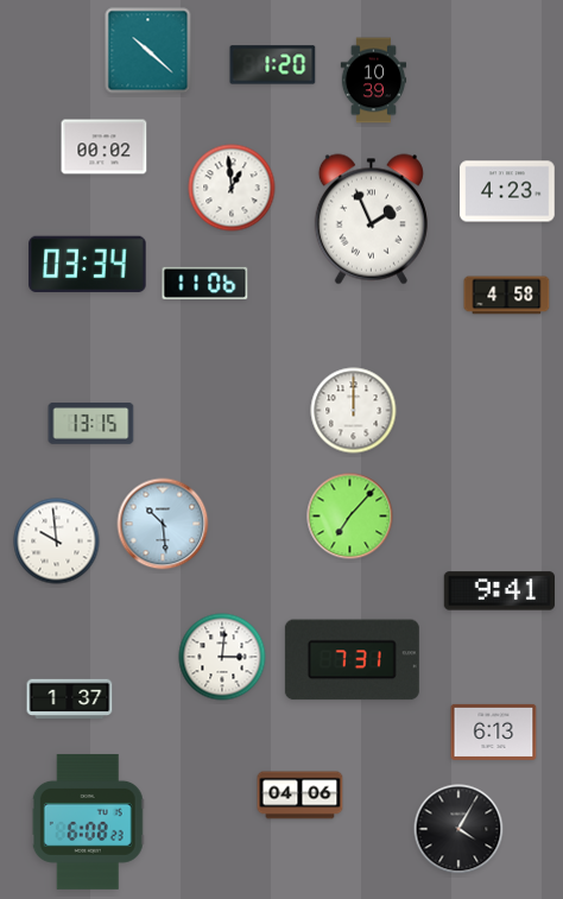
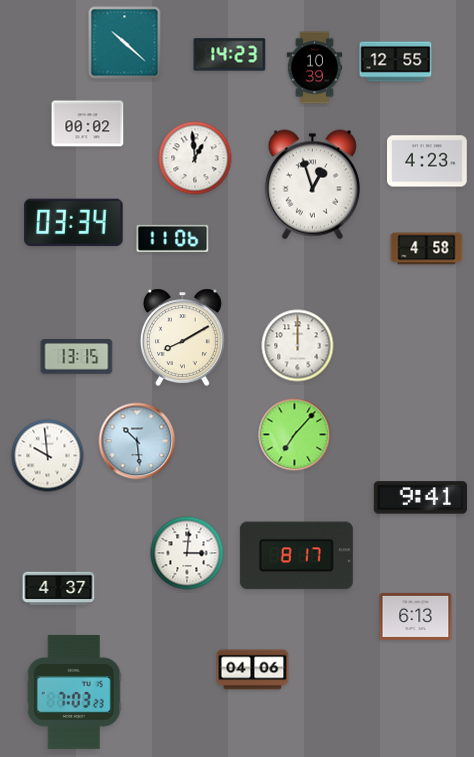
clock at (273, 65): 1:20 -> 14:23
clock at (396, 62): none -> 12:55
clock at (371, 220): 1:56 -> 12:57
clock at (182, 337): none -> 8:10
clock at (352, 660): 7:31 -> 8:17
clock at (70, 699): 1:37 -> 4:37
clock at (88, 822): 6:08 -> 7:03
clock at (458, 829): 4:05 -> none
